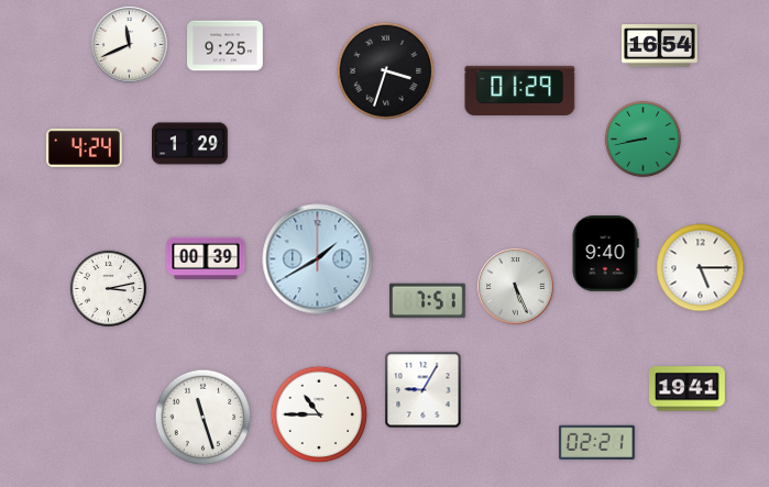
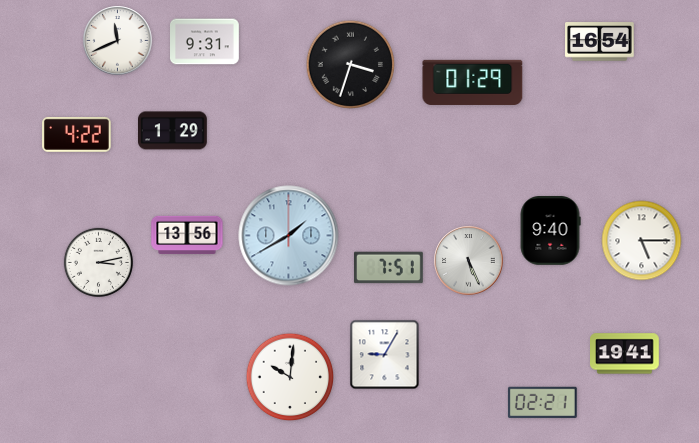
clock at (226, 46): 9:25 -> 9:31
clock at (642, 139): 8:43 -> none
clock at (85, 147): 4:24 -> 4:22
clock at (206, 258): 00:39 -> 13:56
clock at (701, 268) position: (701, 268) -> (642, 241)
clock at (428, 301) position: (428, 301) -> (389, 268)
clock at (319, 414): 10:45 -> 10:01
clock at (204, 418): 11:27 -> none
